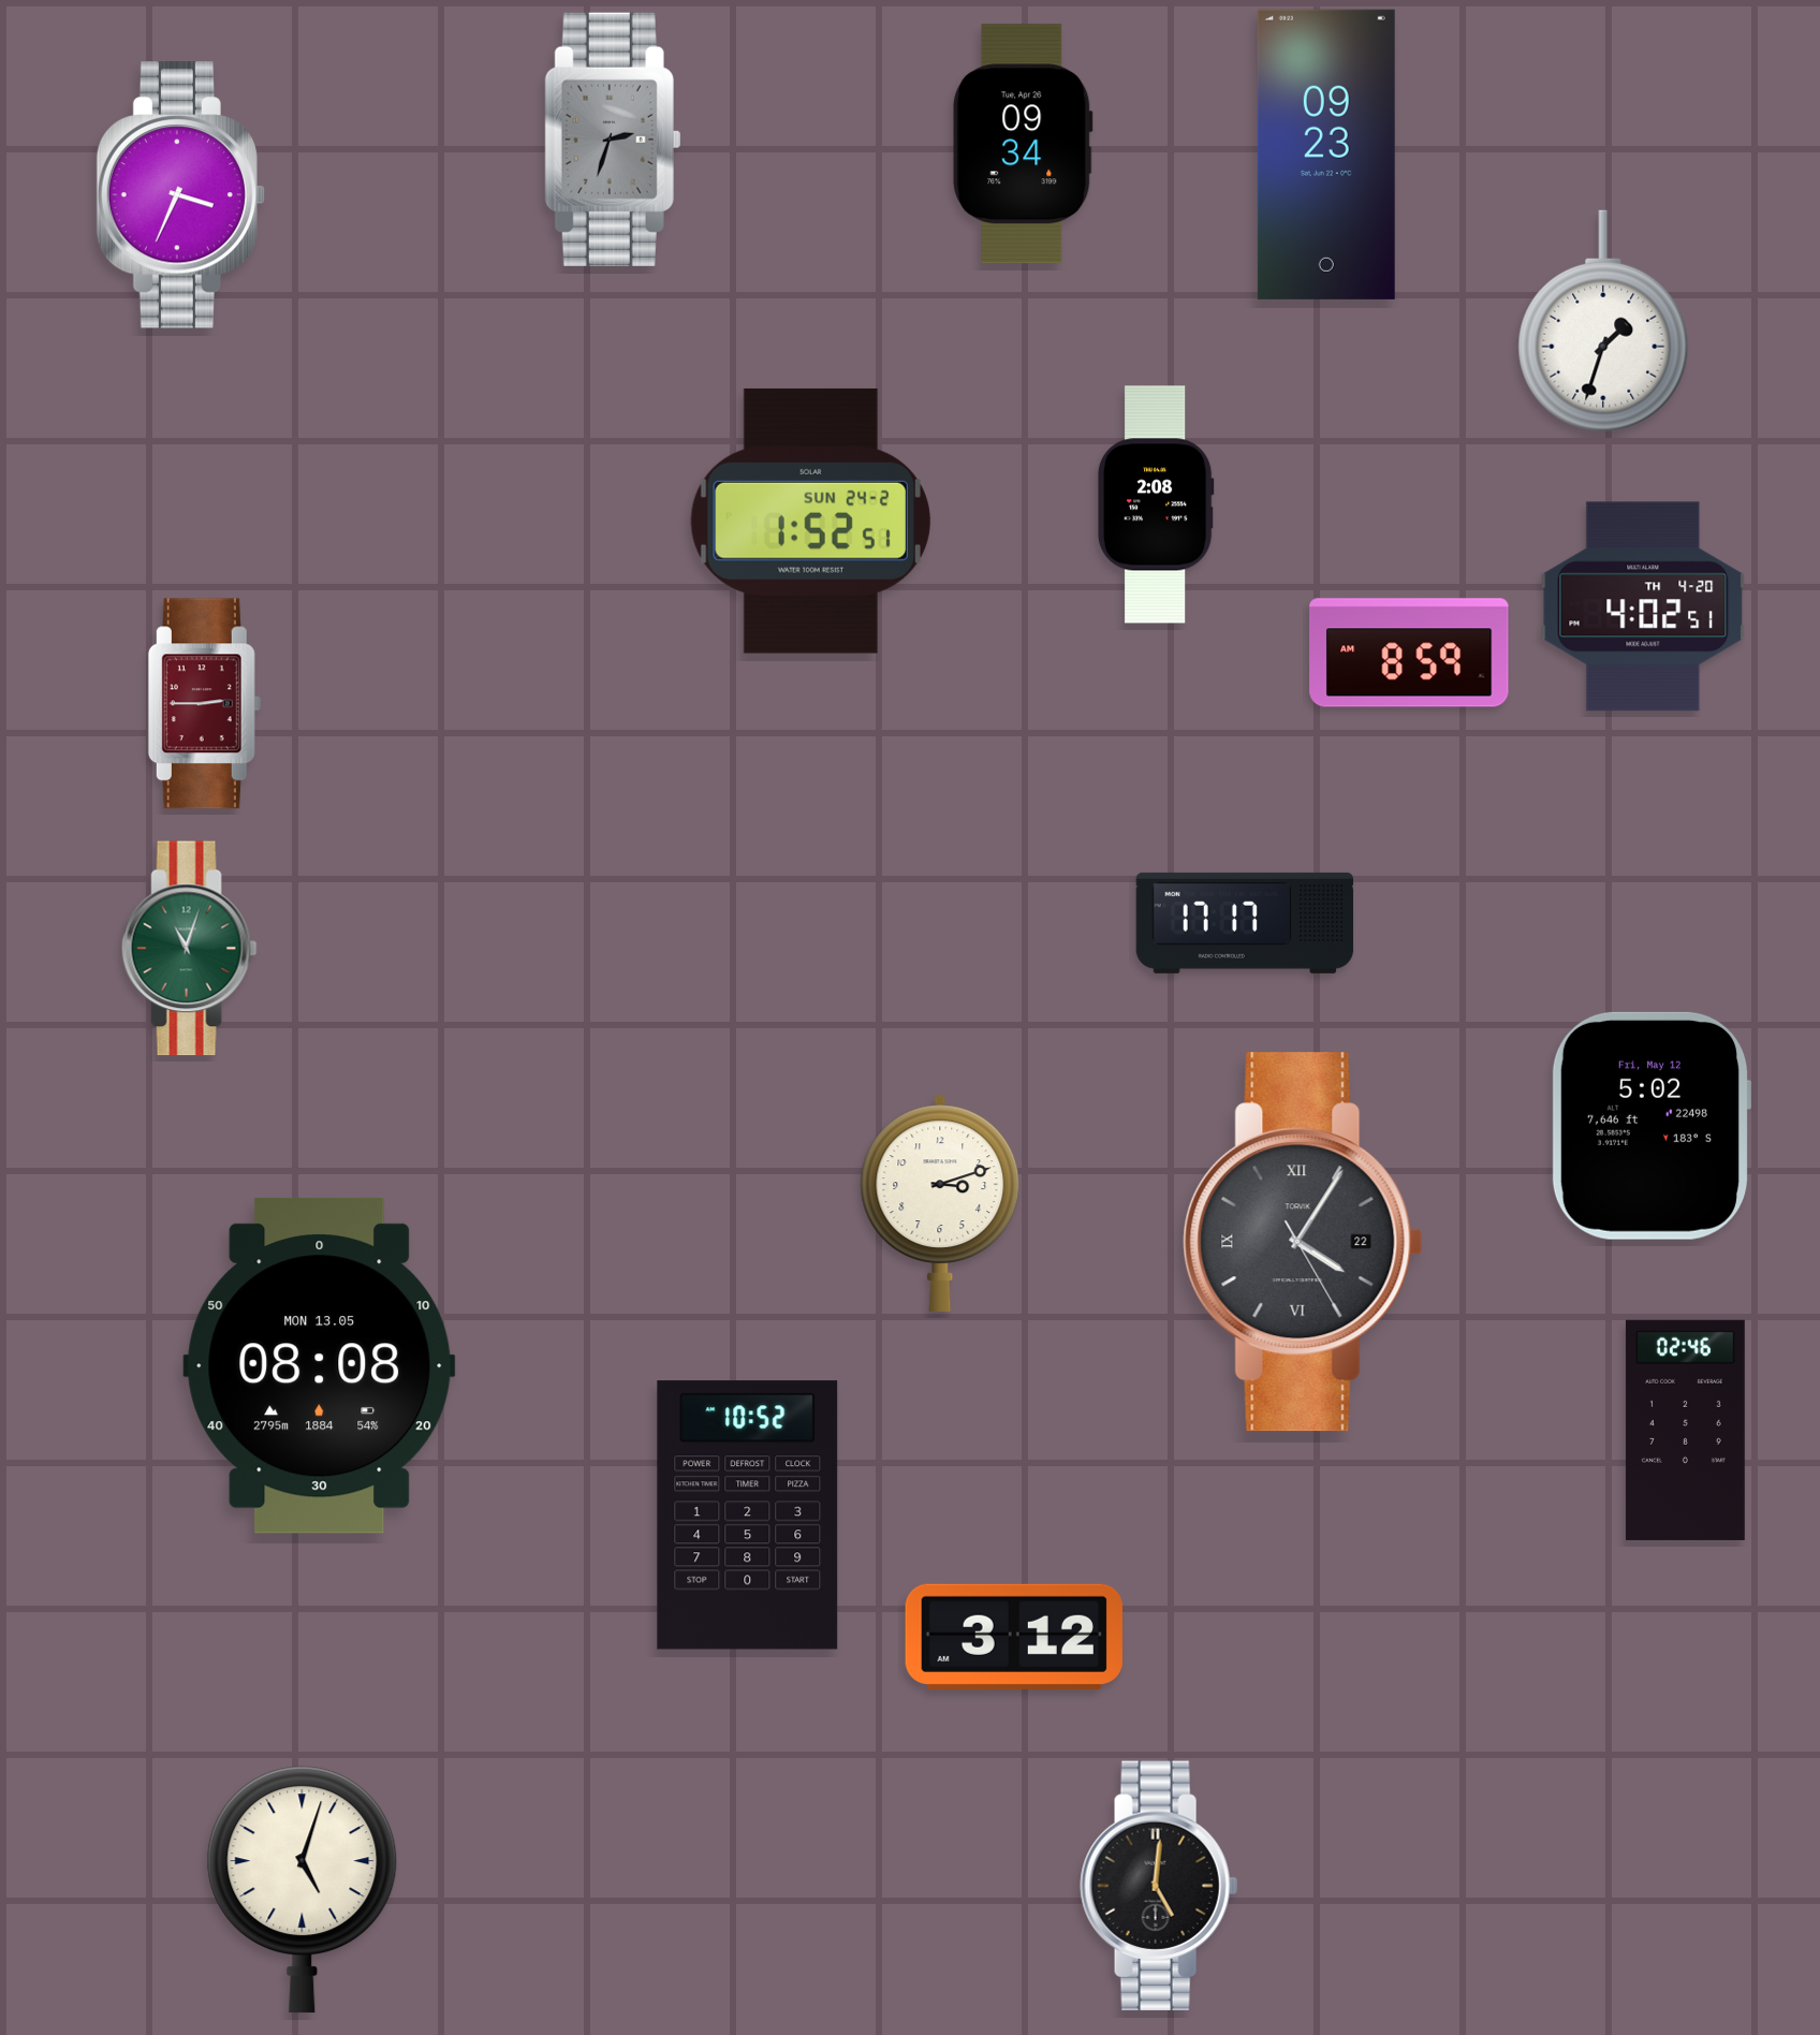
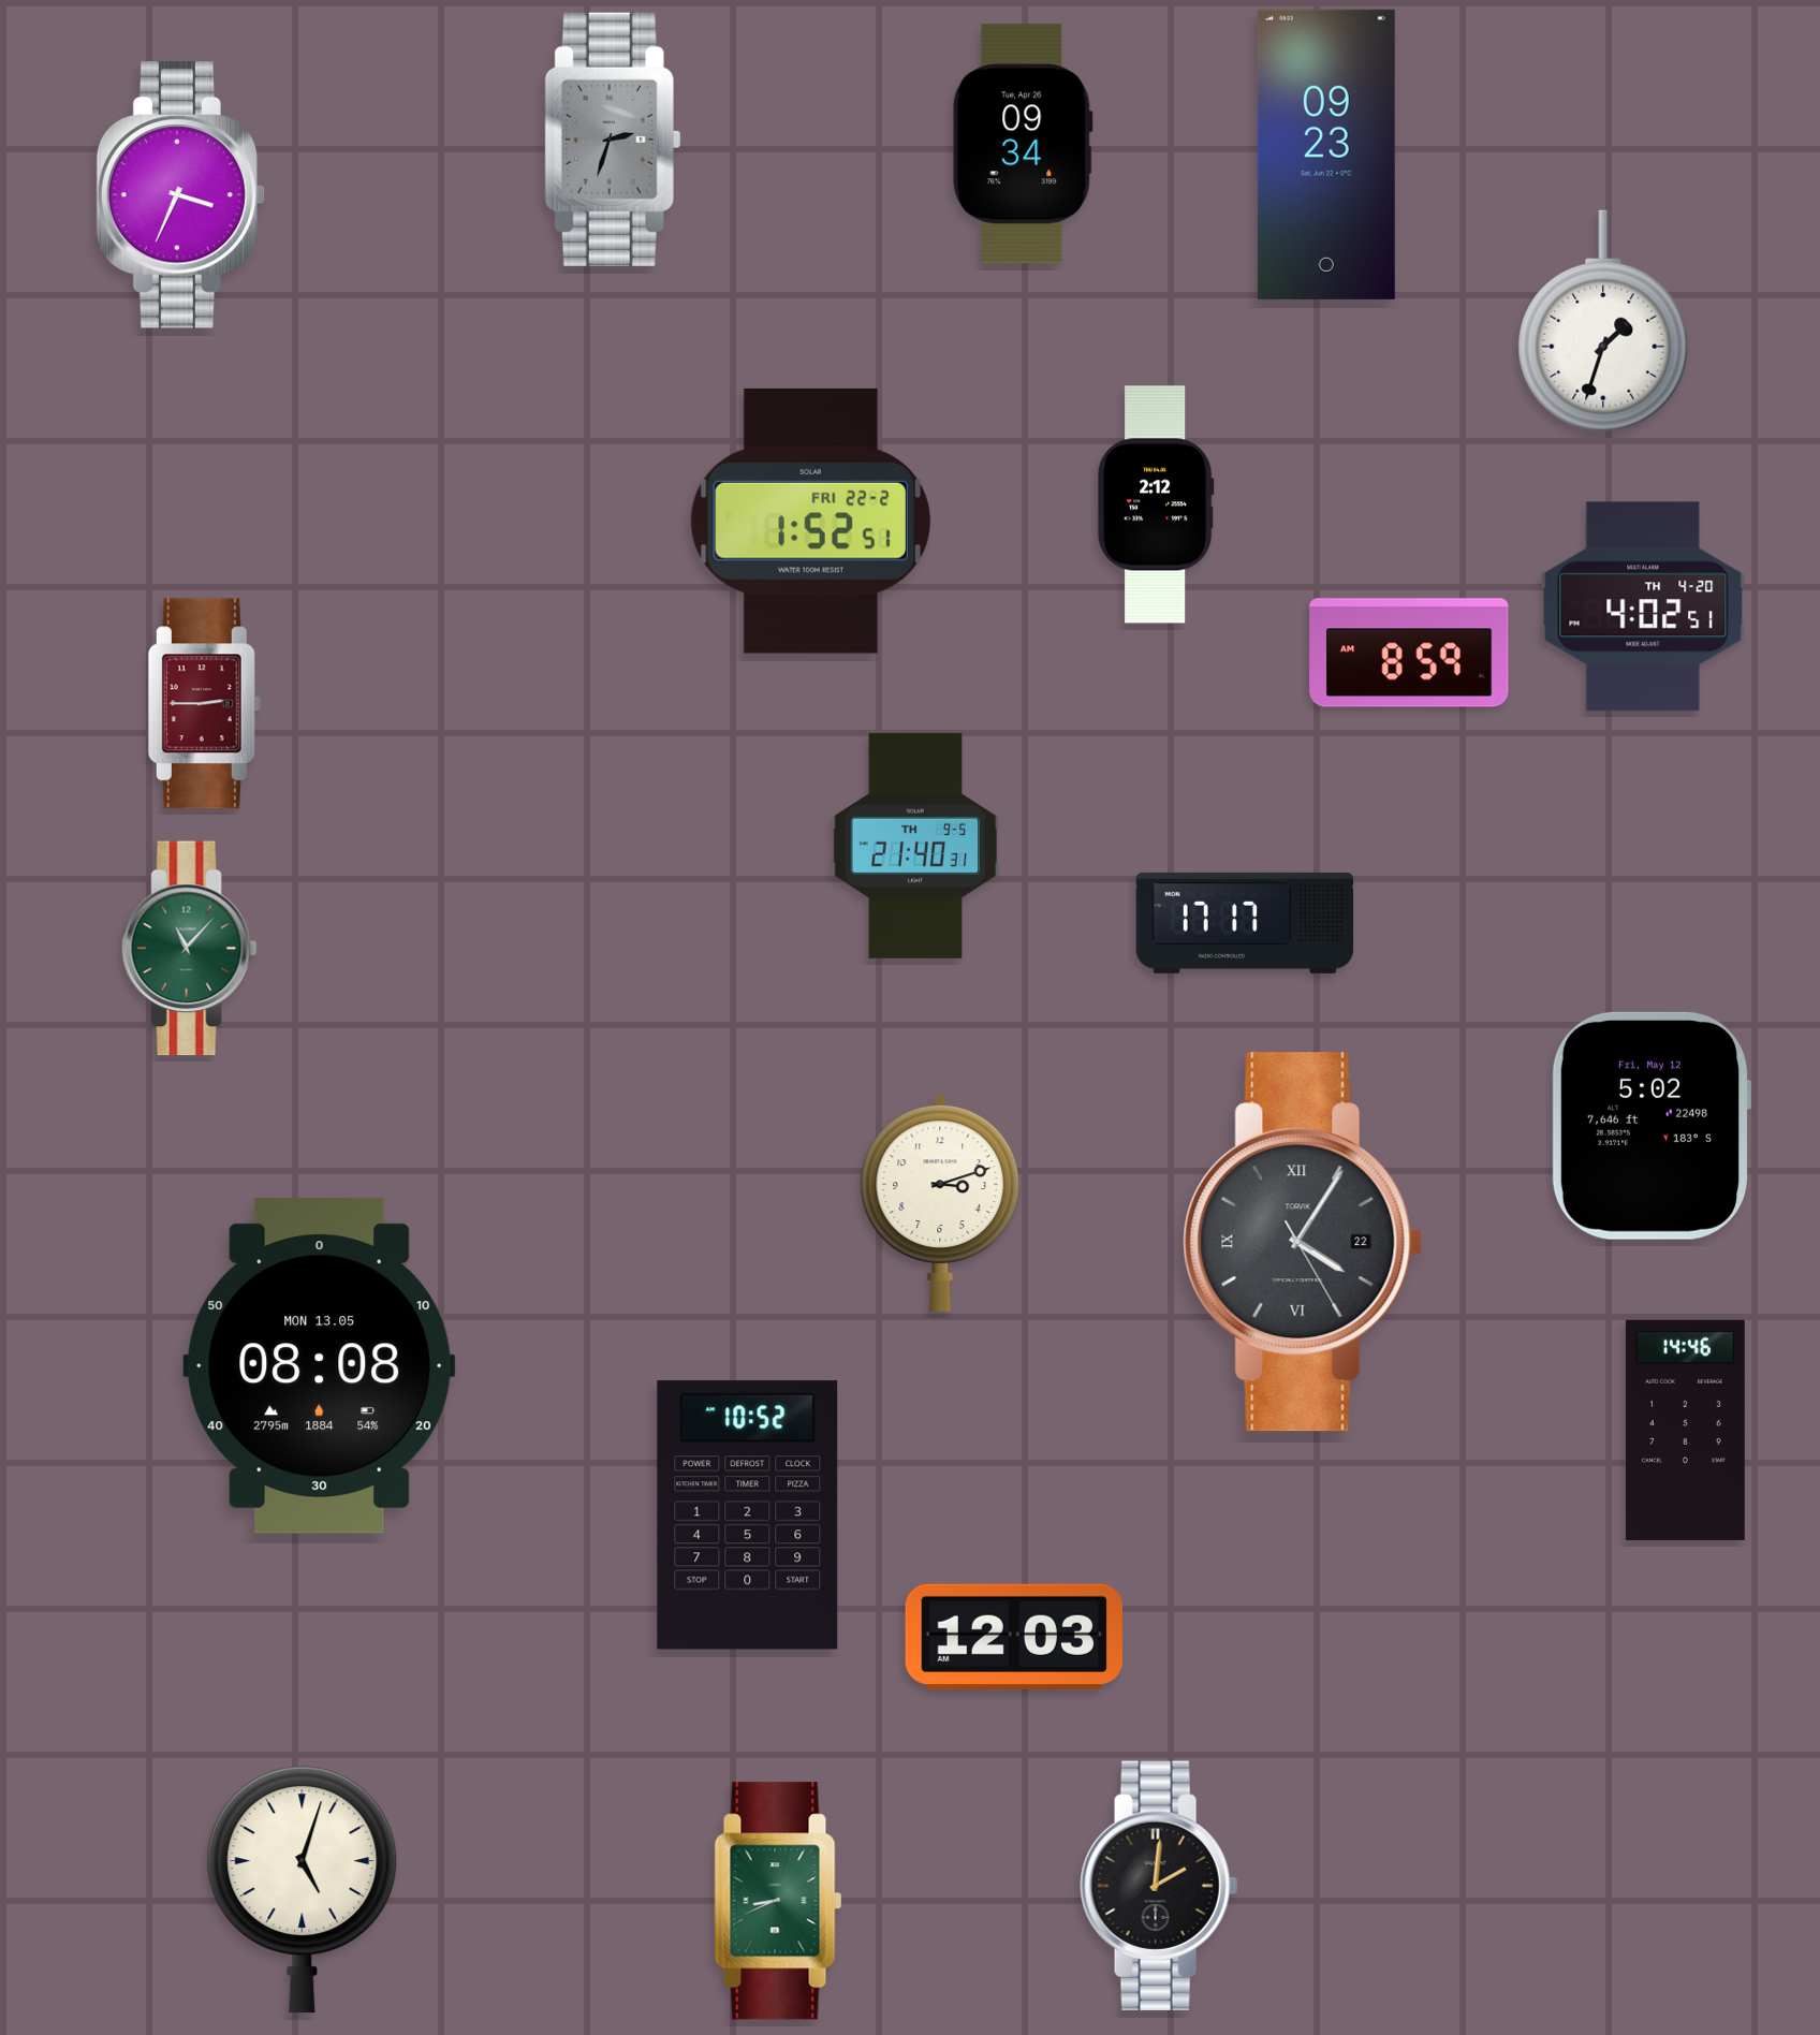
clock at (1156, 504): 2:08 -> 2:12
clock at (810, 521) date: SUN 24-2 -> FRI 22-2
clock at (915, 846): none -> 21:40
clock at (189, 949): 11:03 -> 11:07
clock at (1685, 1430): 02:46 -> 14:46
clock at (1014, 1637): 3:12 -> 12:03
clock at (1159, 1885): 5:01 -> 2:01
clock at (778, 1901): none -> 8:41
